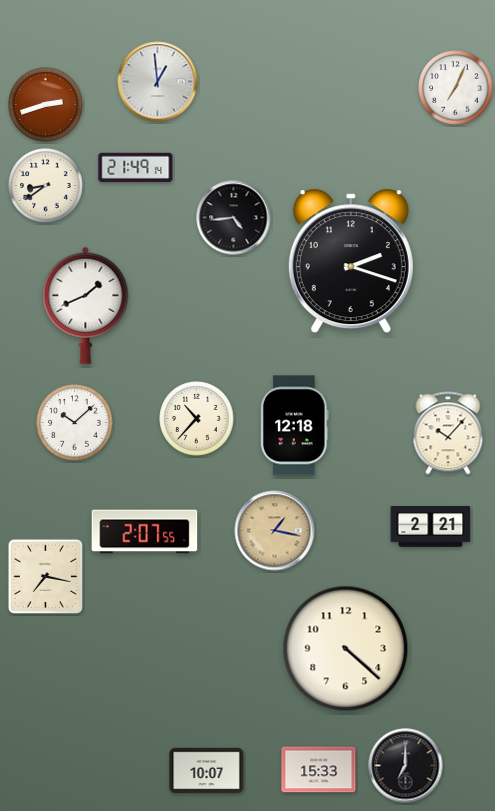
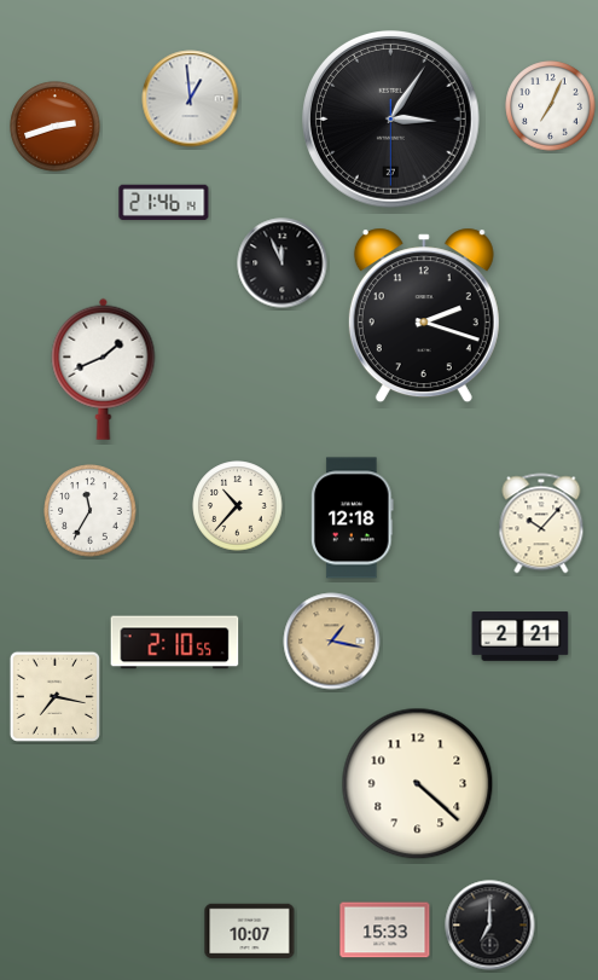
clock at (391, 120): none -> 3:05
clock at (136, 167): 21:49 -> 21:46
clock at (46, 186): 8:39 -> none
clock at (234, 218): 4:44 -> 11:56
clock at (75, 423): 10:08 -> 11:35
clock at (295, 426) position: (295, 426) -> (353, 518)
clock at (145, 532): 2:07 -> 2:10
